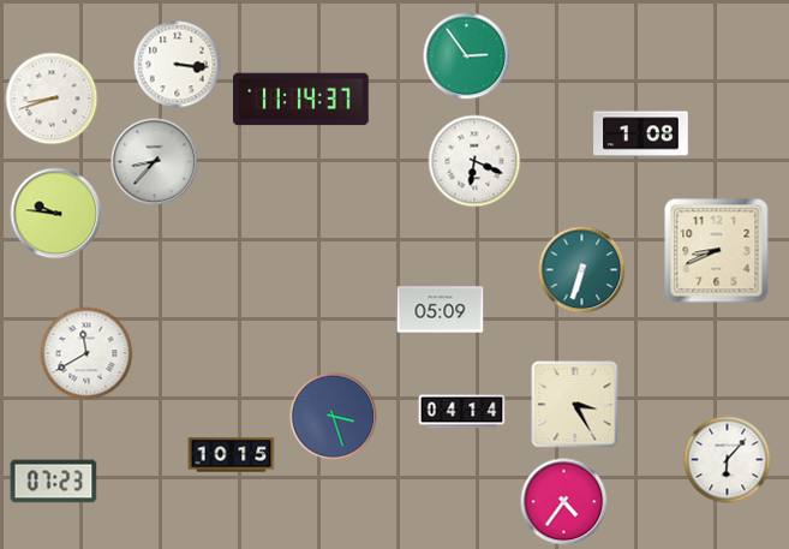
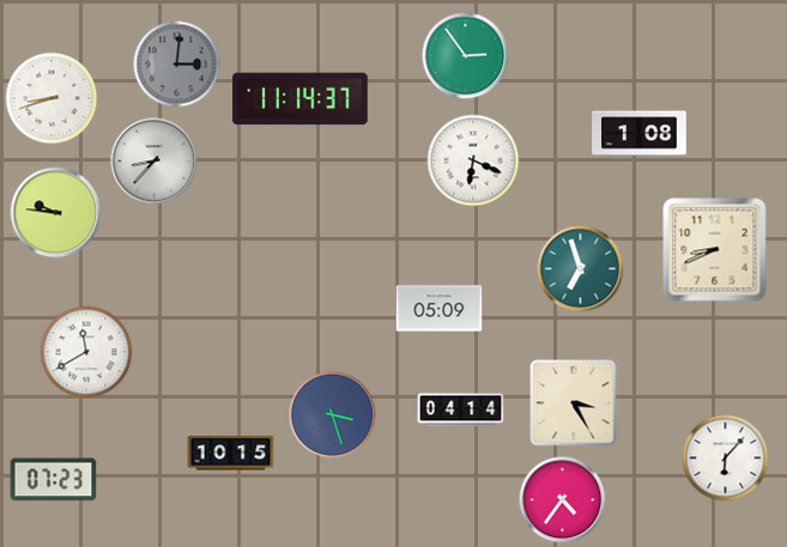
clock at (178, 65): 3:16 -> 3:01
clock at (178, 65) dial: white -> grey
clock at (582, 270): 6:33 -> 6:57
